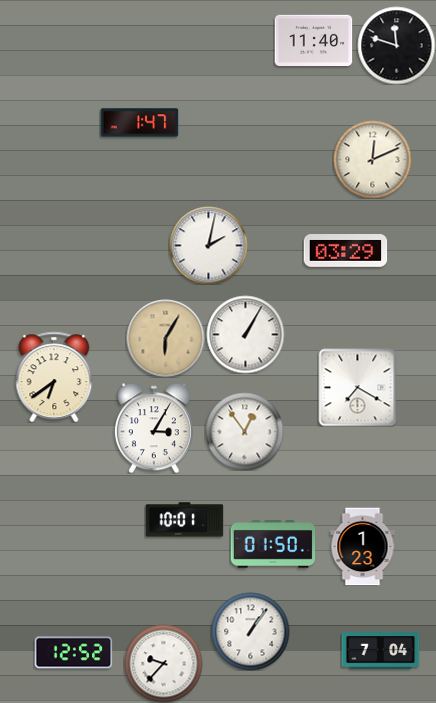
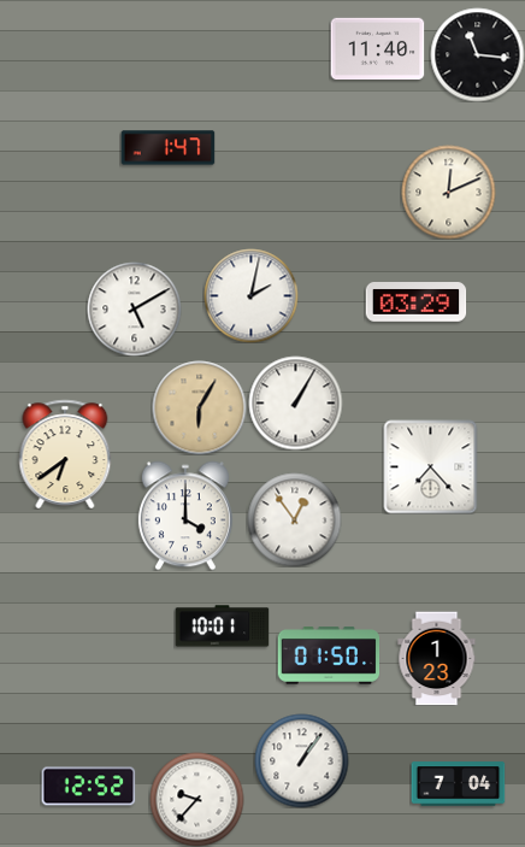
clock at (396, 45): 11:48 -> 11:16
clock at (134, 308): none -> 5:10
clock at (357, 387): 7:20 -> 7:23
clock at (154, 428): 3:05 -> 4:00
